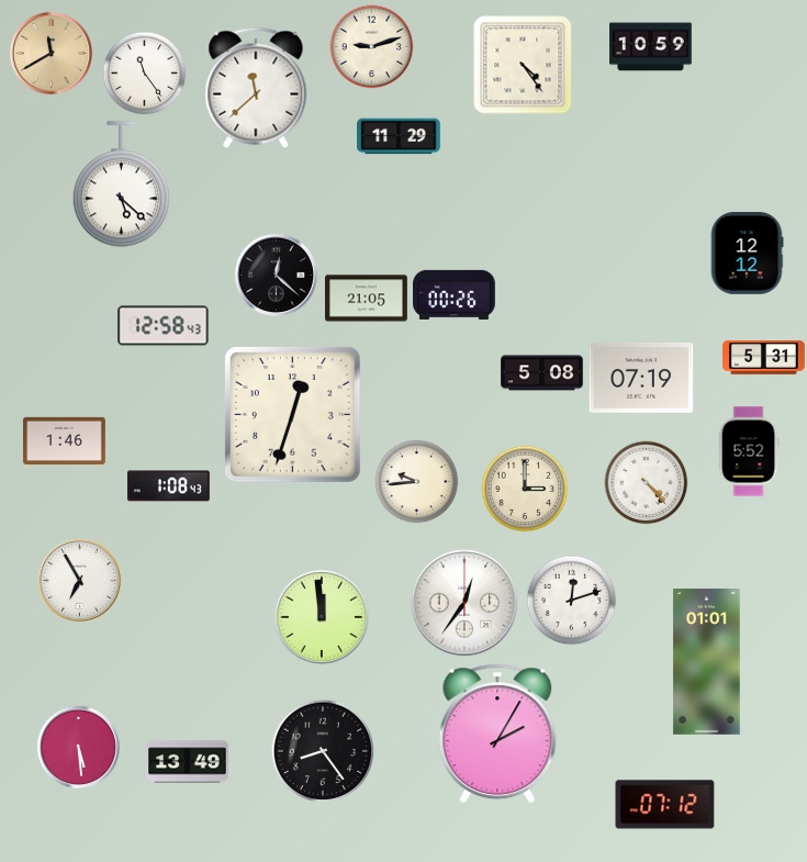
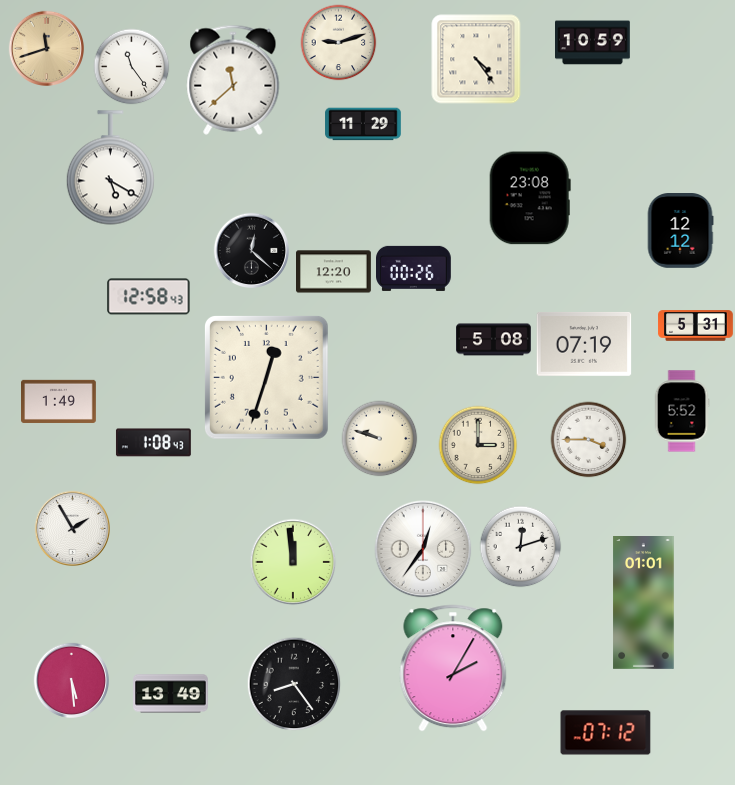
clock at (51, 53): 11:40 -> 11:42
clock at (121, 184): 5:22 -> 5:20
clock at (530, 198): none -> 23:08
clock at (367, 299): 21:05 -> 12:20
clock at (65, 440): 1:46 -> 1:49
clock at (417, 482): 9:44 -> 9:48
clock at (647, 483): 4:23 -> 3:45
clock at (79, 580): 6:55 -> 1:55
